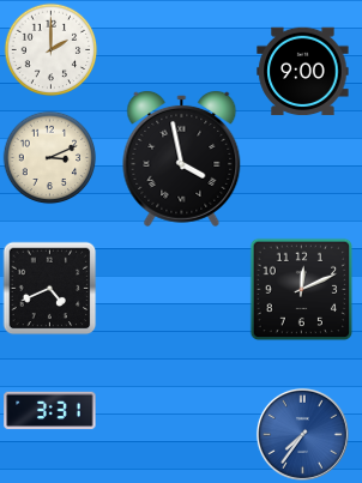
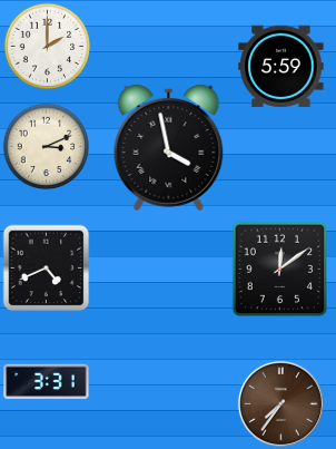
clock at (303, 72): 9:00 -> 5:59
clock at (301, 289): 12:11 -> 12:09
clock at (302, 434) dial: blue -> brown
